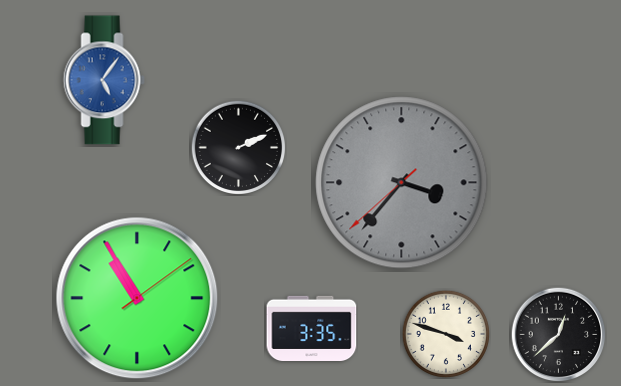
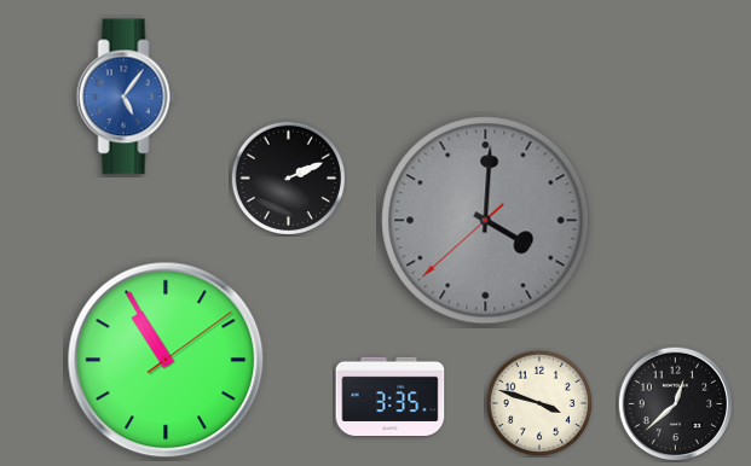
clock at (402, 183): 3:36 -> 4:00
clock at (312, 328) position: (312, 328) -> (391, 396)
